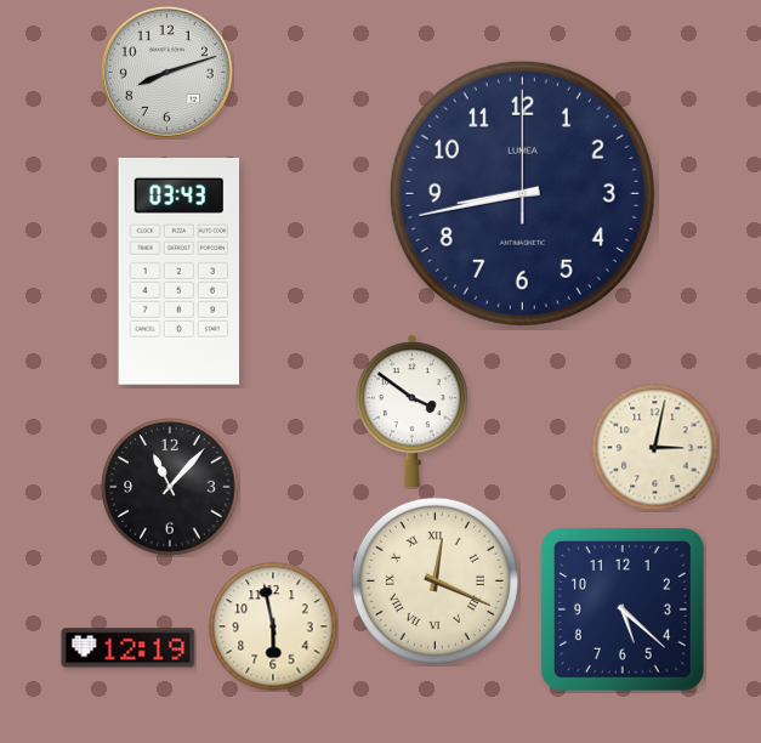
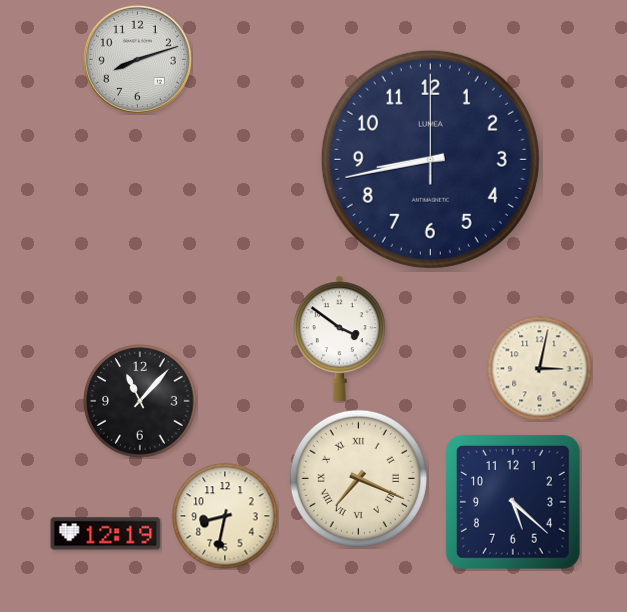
clock at (180, 271): 03:43 -> none
clock at (435, 580): 12:19 -> 7:19
clock at (273, 626): 5:58 -> 8:32
